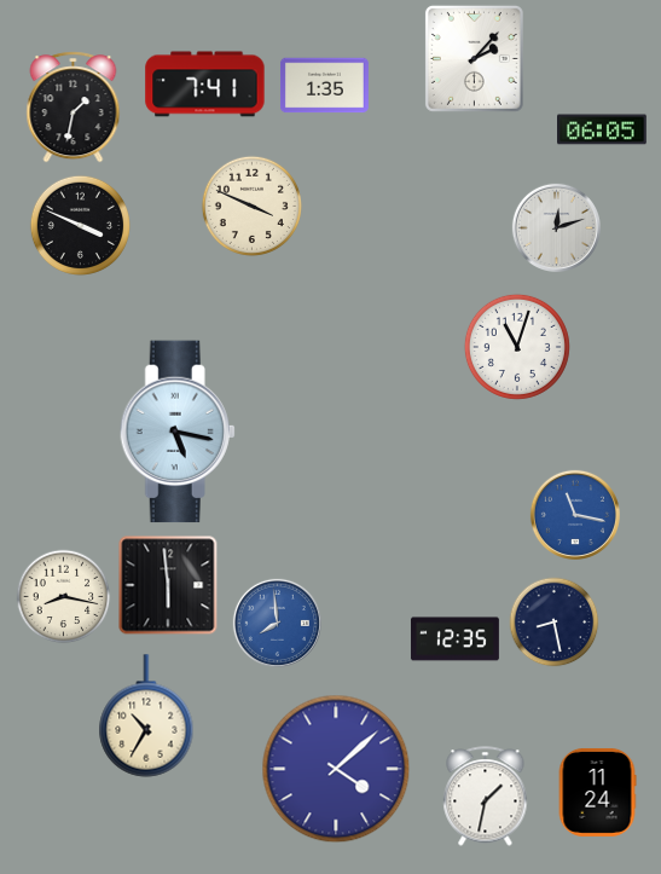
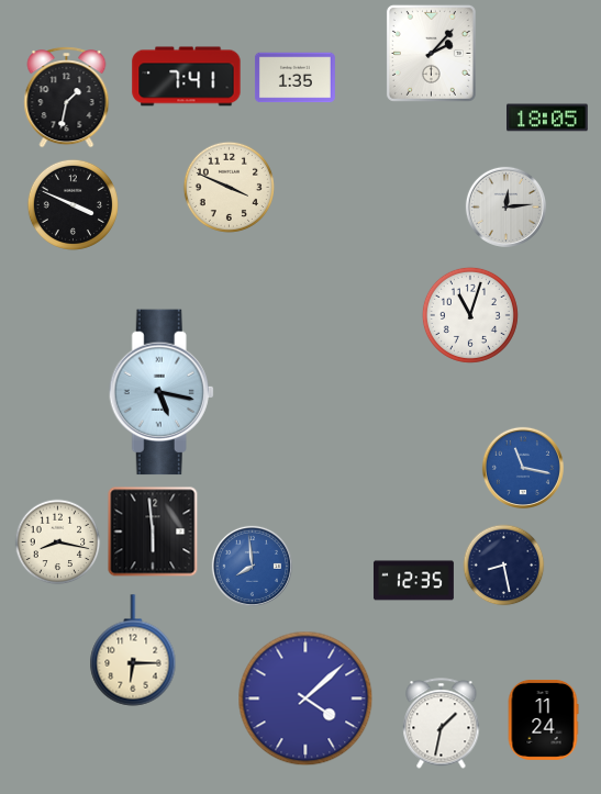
clock at (603, 129): 06:05 -> 18:05
clock at (556, 227): 12:12 -> 12:14
clock at (146, 716): 10:35 -> 6:15
